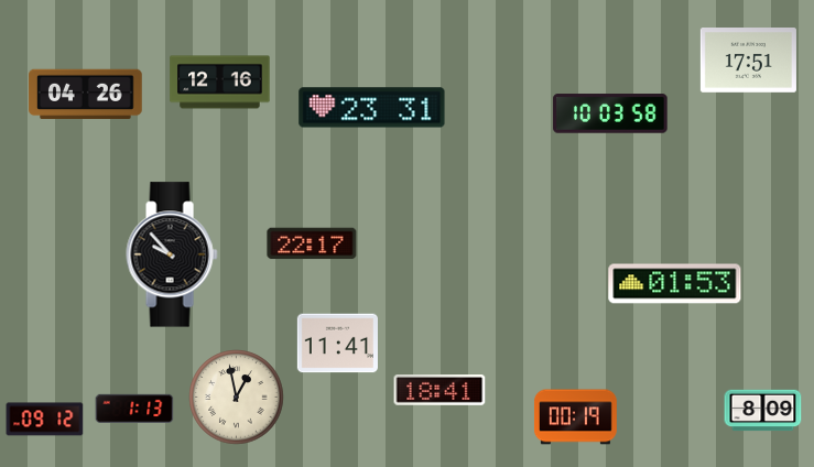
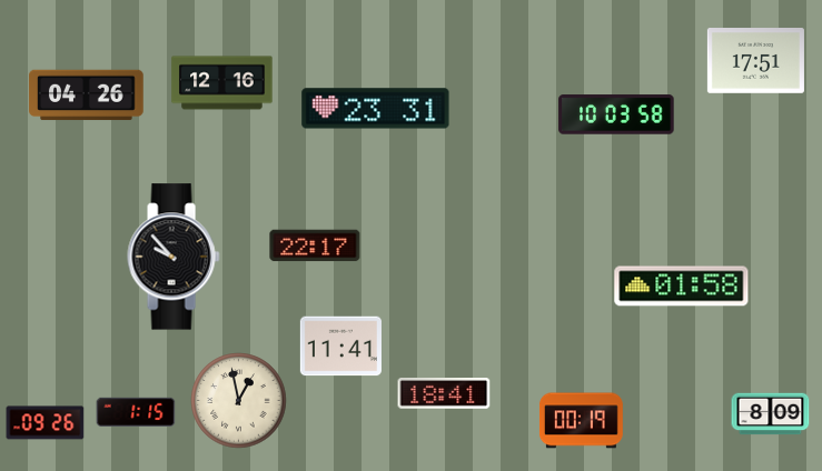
clock at (675, 284): 01:53 -> 01:58
clock at (134, 409): 1:13 -> 1:15
clock at (45, 420): 09:12 -> 09:26
